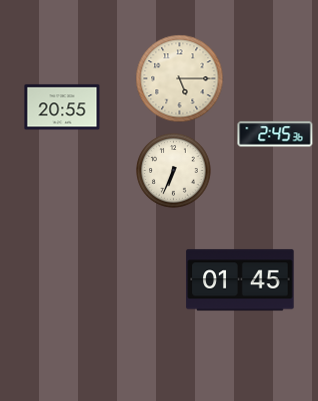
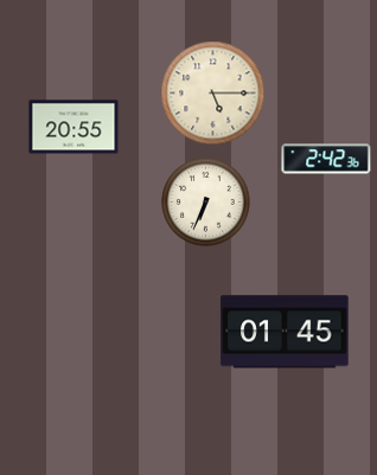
clock at (275, 134): 2:45 -> 2:42
